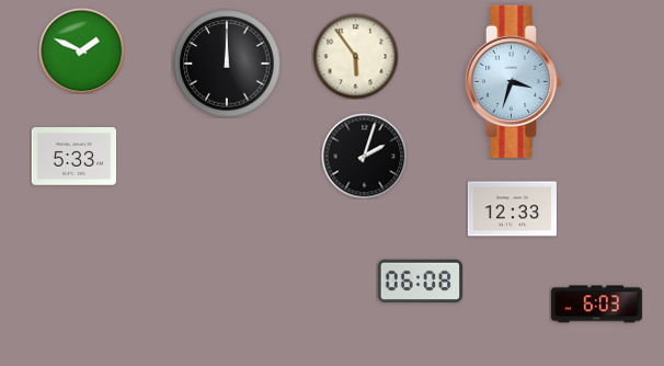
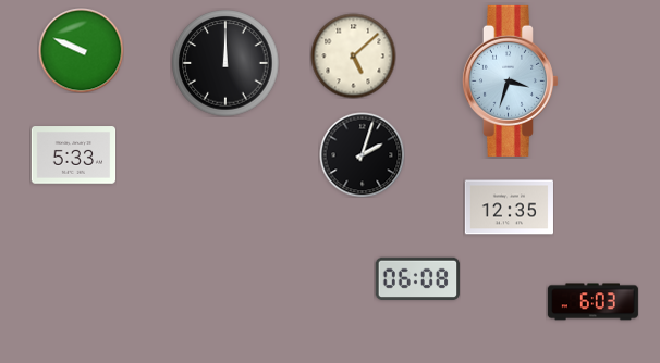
clock at (81, 50): 1:49 -> 9:49
clock at (355, 56): 5:54 -> 5:08
clock at (512, 209): 12:33 -> 12:35
